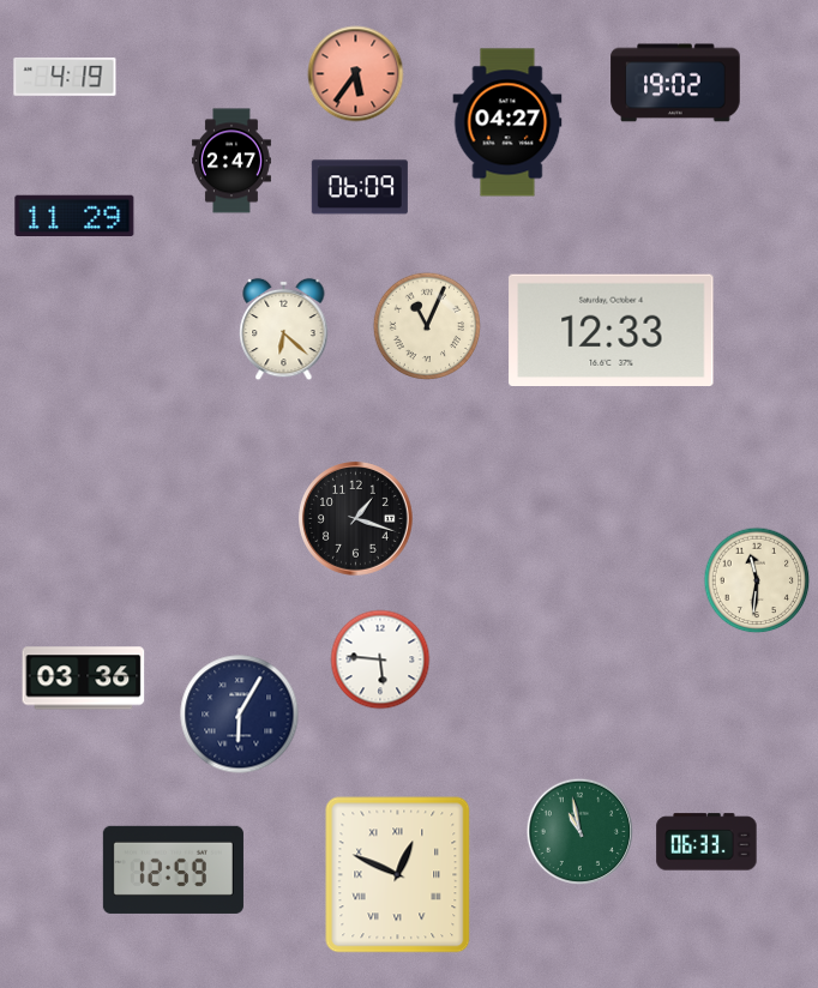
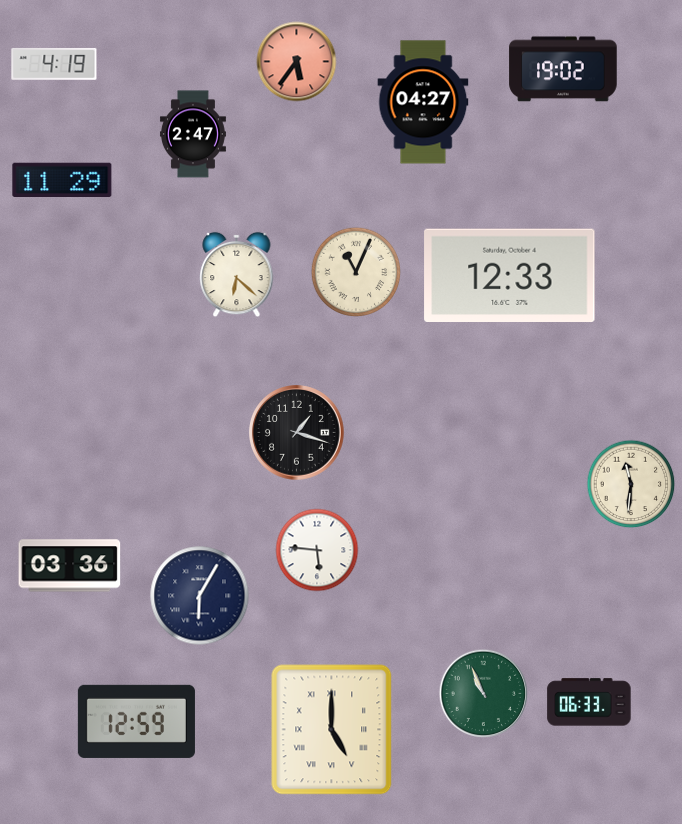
clock at (360, 187): 06:09 -> none
clock at (581, 832): 10:58 -> 10:56
clock at (173, 869) position: (173, 869) -> (136, 721)
clock at (398, 875): 12:49 -> 5:00
